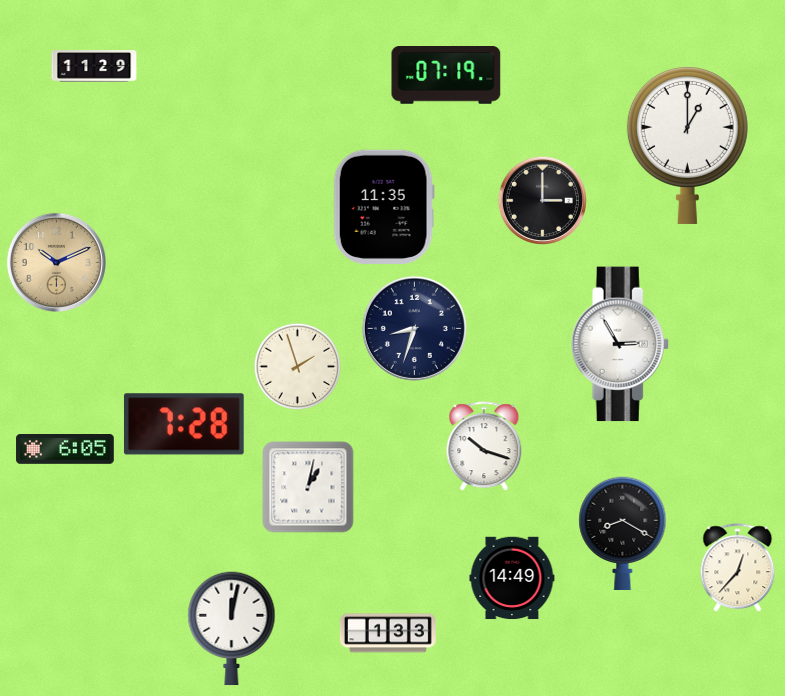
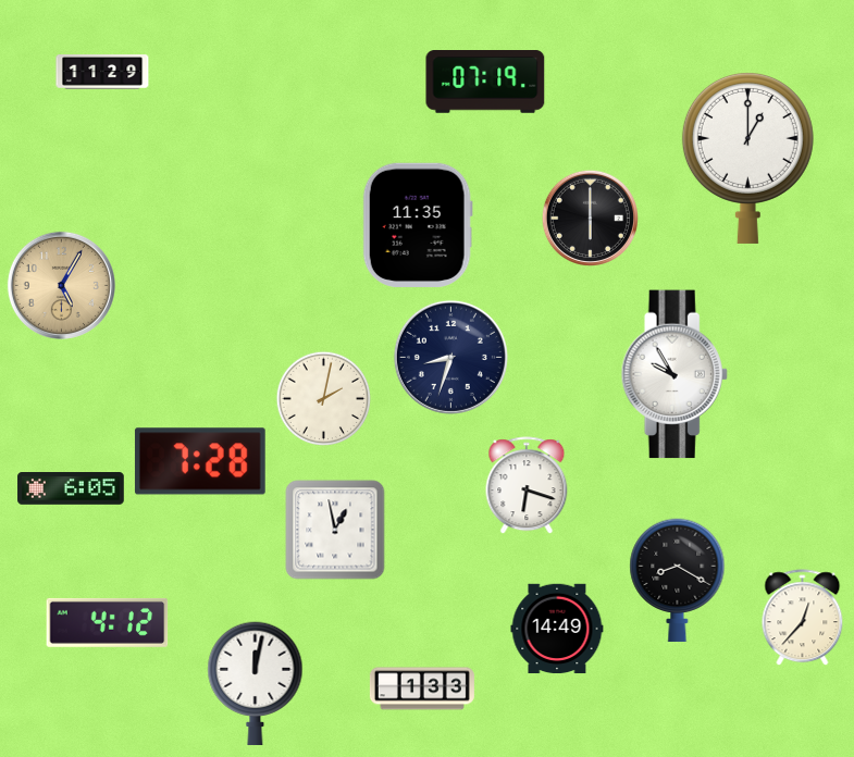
clock at (542, 200): 3:00 -> 6:00
clock at (56, 262): 10:11 -> 5:05
clock at (620, 344): 2:55 -> 9:55
clock at (298, 367): 1:57 -> 2:02
clock at (484, 447): 10:18 -> 6:18
clock at (308, 487): 1:02 -> 12:58
clock at (108, 622): none -> 4:12
clock at (232, 629) position: (232, 629) -> (256, 684)
